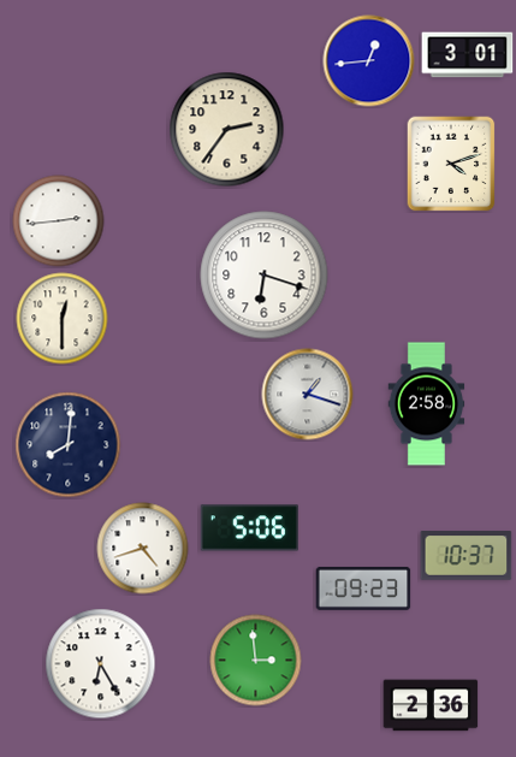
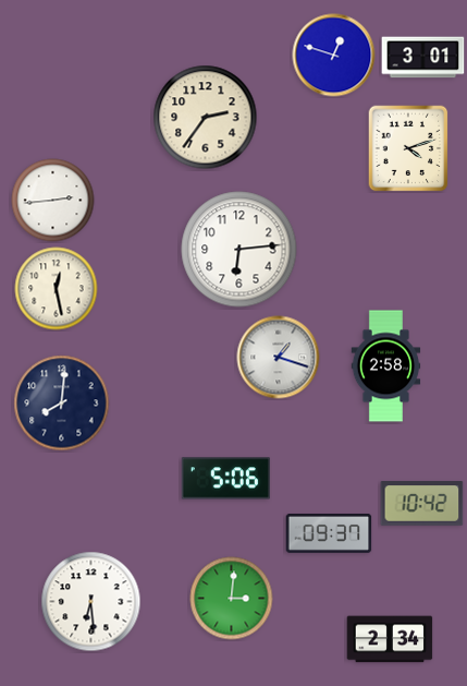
clock at (468, 55) position: (468, 55) -> (423, 58)
clock at (369, 61): 12:44 -> 12:48
clock at (265, 276): 6:18 -> 6:14
clock at (63, 319): 12:30 -> 12:28
clock at (143, 549): 4:42 -> none
clock at (467, 556): 10:37 -> 10:42
clock at (363, 589): 09:23 -> 09:37
clock at (256, 661): 2:59 -> 3:01
clock at (101, 664): 6:25 -> 6:29
clock at (431, 705): 2:36 -> 2:34
